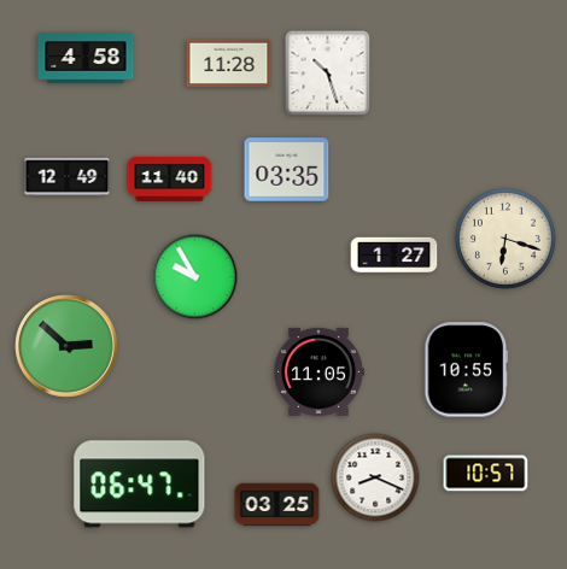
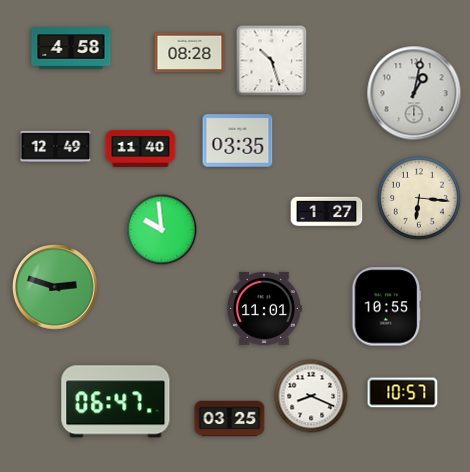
clock at (229, 64): 11:28 -> 08:28
clock at (414, 93): none -> 1:02
clock at (505, 239): 6:18 -> 6:16
clock at (195, 277): 9:55 -> 9:59
clock at (66, 346): 2:52 -> 2:48
clock at (320, 371): 11:05 -> 11:01
